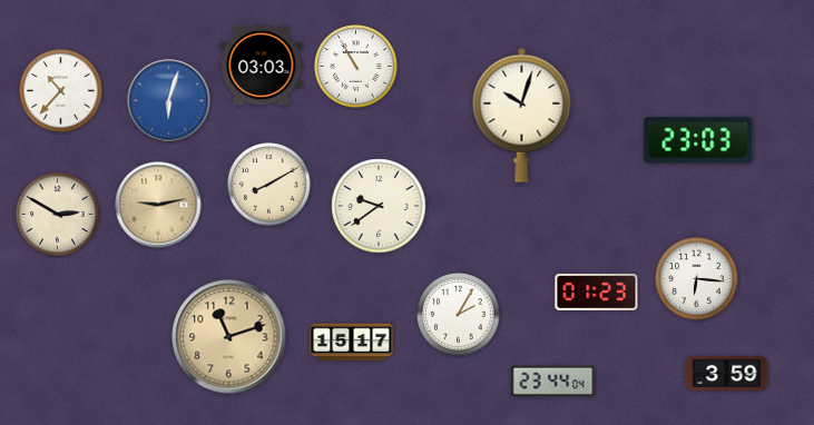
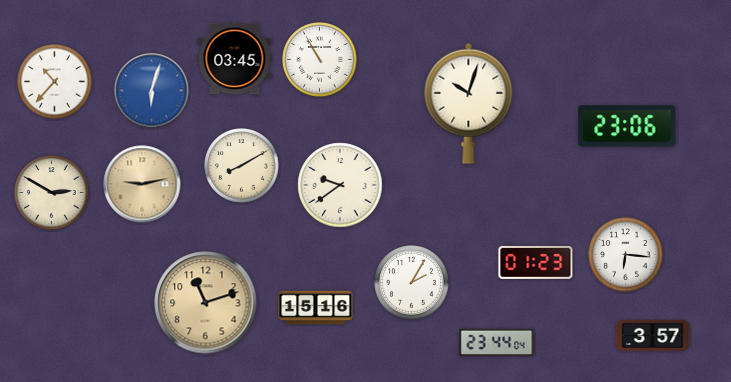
clock at (262, 66): 03:03 -> 03:45
clock at (698, 140): 23:03 -> 23:06
clock at (697, 279) position: (697, 279) -> (626, 255)
clock at (352, 343): 15:17 -> 15:16
clock at (727, 373): 3:59 -> 3:57
